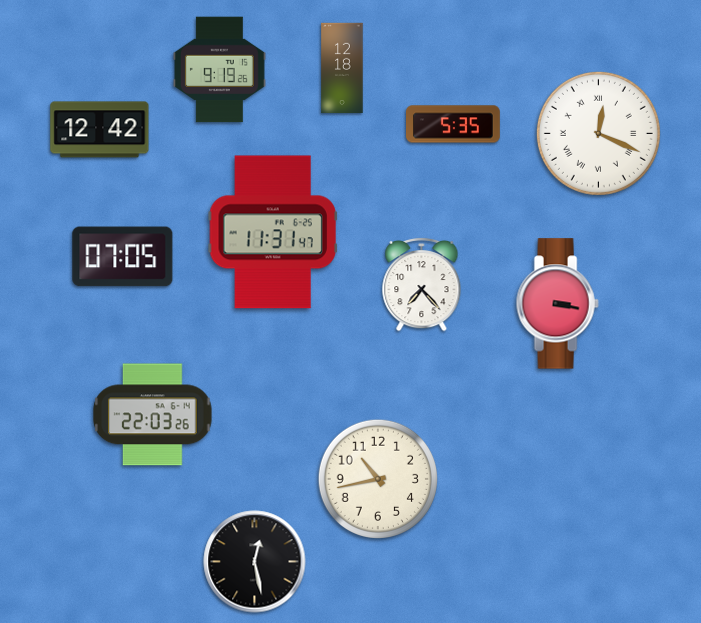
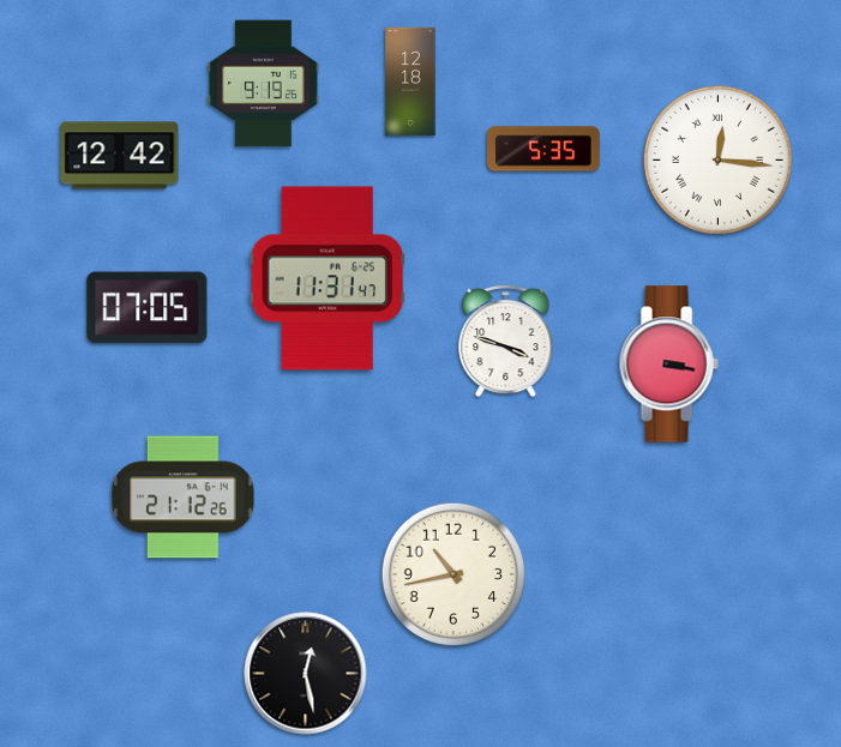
clock at (598, 133): 12:19 -> 12:16
clock at (422, 284): 7:23 -> 3:48
clock at (153, 415): 22:03 -> 21:12
